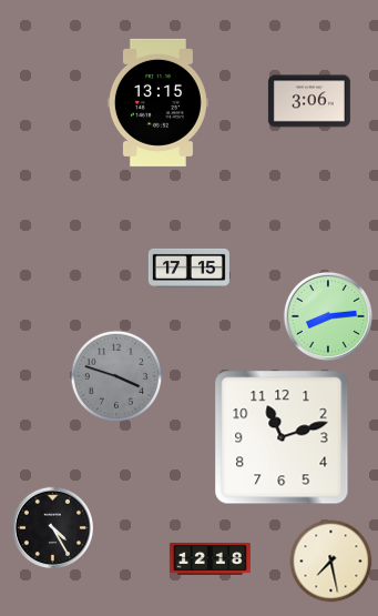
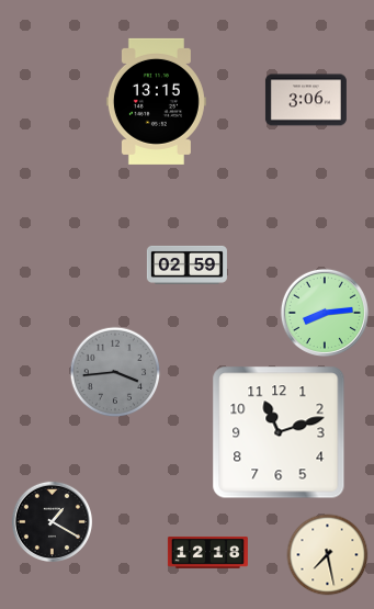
clock at (188, 267): 17:15 -> 02:59
clock at (116, 376): 3:48 -> 3:44
clock at (52, 527): 4:25 -> 1:20
